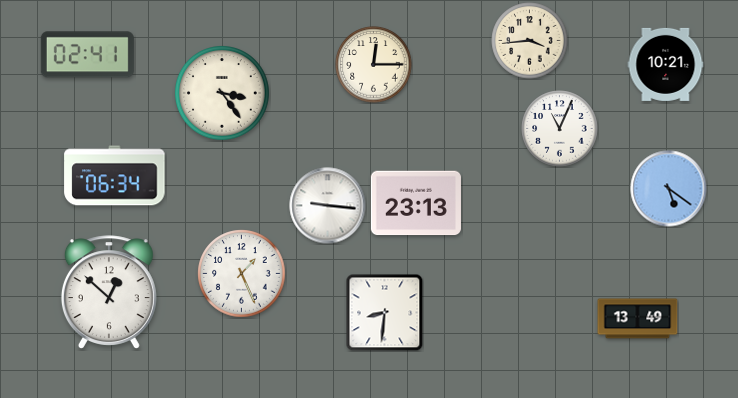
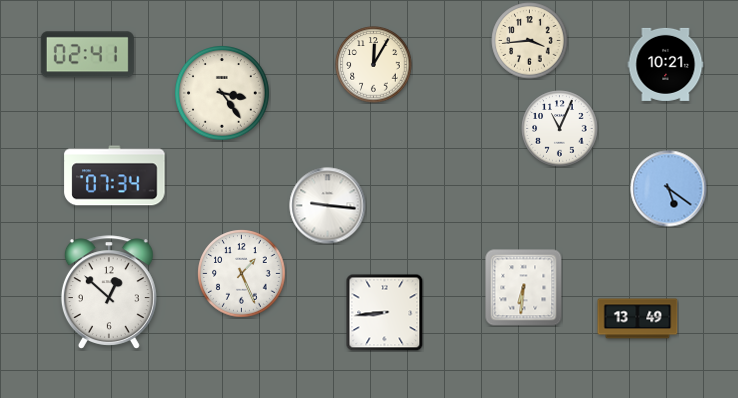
clock at (374, 65): 12:15 -> 12:05
clock at (115, 176): 06:34 -> 07:34
clock at (416, 203): 23:13 -> none
clock at (524, 288): none -> 6:31
clock at (384, 312): 8:31 -> 8:44
